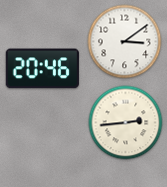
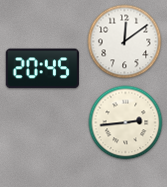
clock at (125, 42): 3:09 -> 12:09
clock at (42, 69): 20:46 -> 20:45
